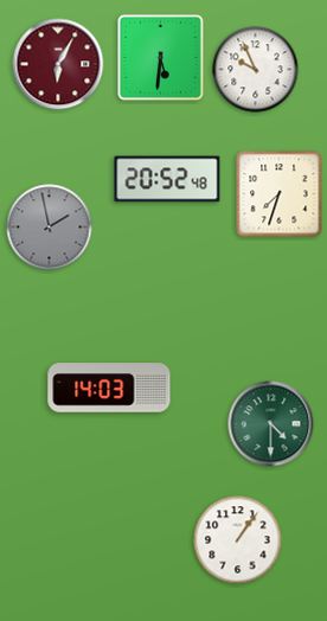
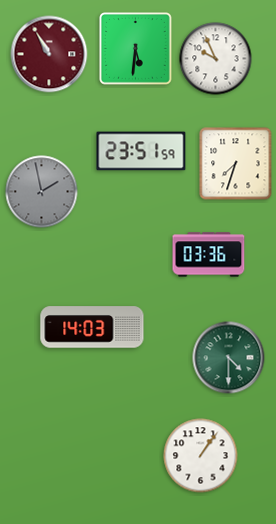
clock at (58, 64): 6:05 -> 10:55
clock at (167, 179): 20:52 -> 23:51
clock at (209, 255): none -> 03:36
